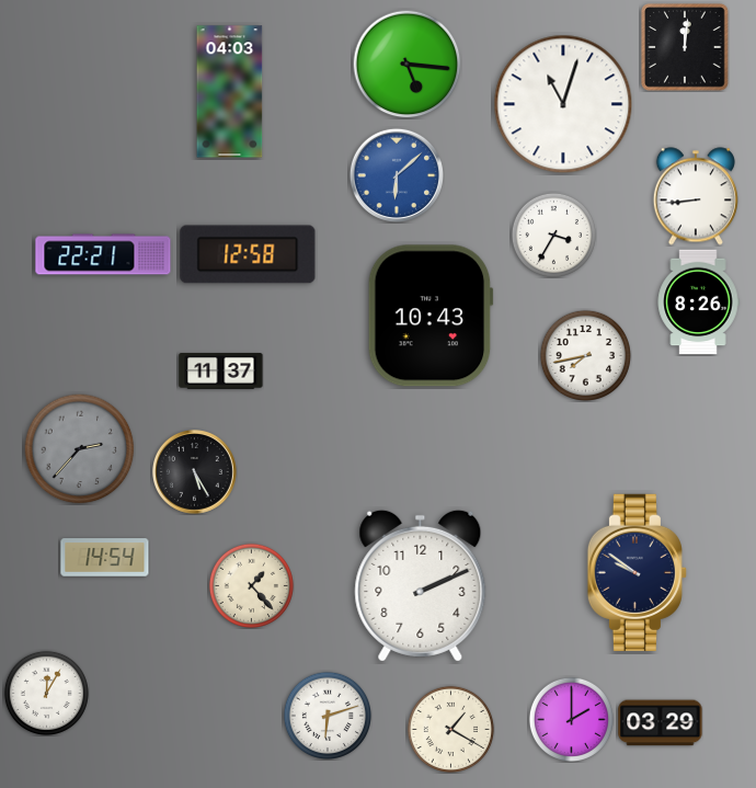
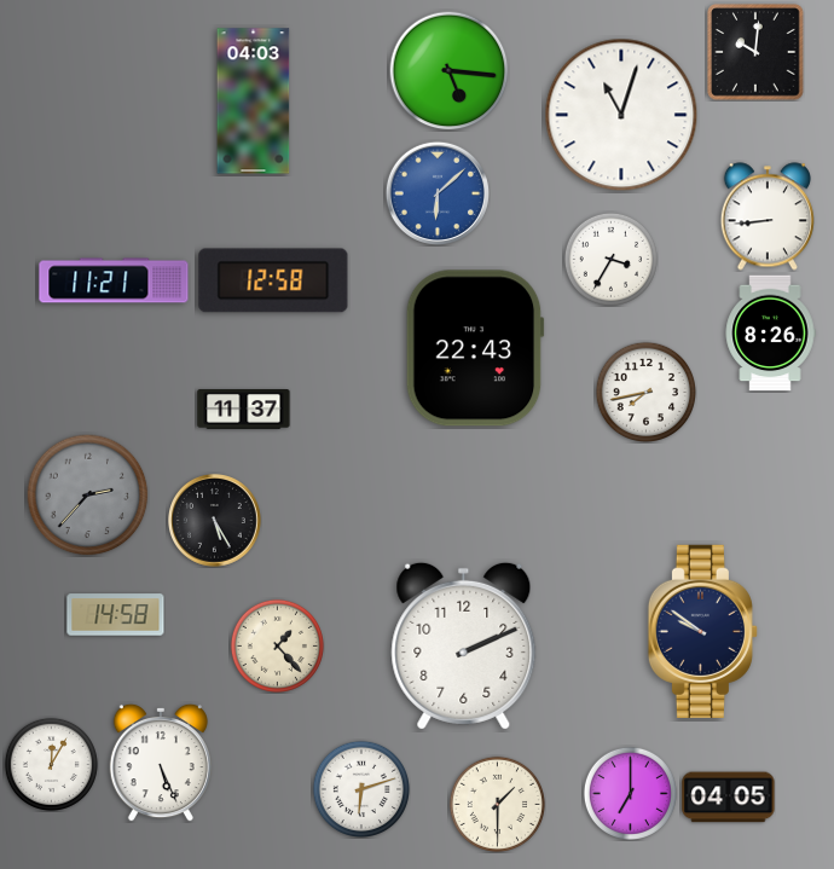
clock at (685, 47): 12:01 -> 10:01
clock at (103, 254): 22:21 -> 11:21
clock at (431, 316): 10:43 -> 22:43
clock at (105, 558): 14:54 -> 14:58
clock at (161, 763): none -> 5:26
clock at (571, 719): 2:00 -> 7:00
clock at (661, 723): 03:29 -> 04:05
clock at (450, 729): 1:20 -> 1:30
